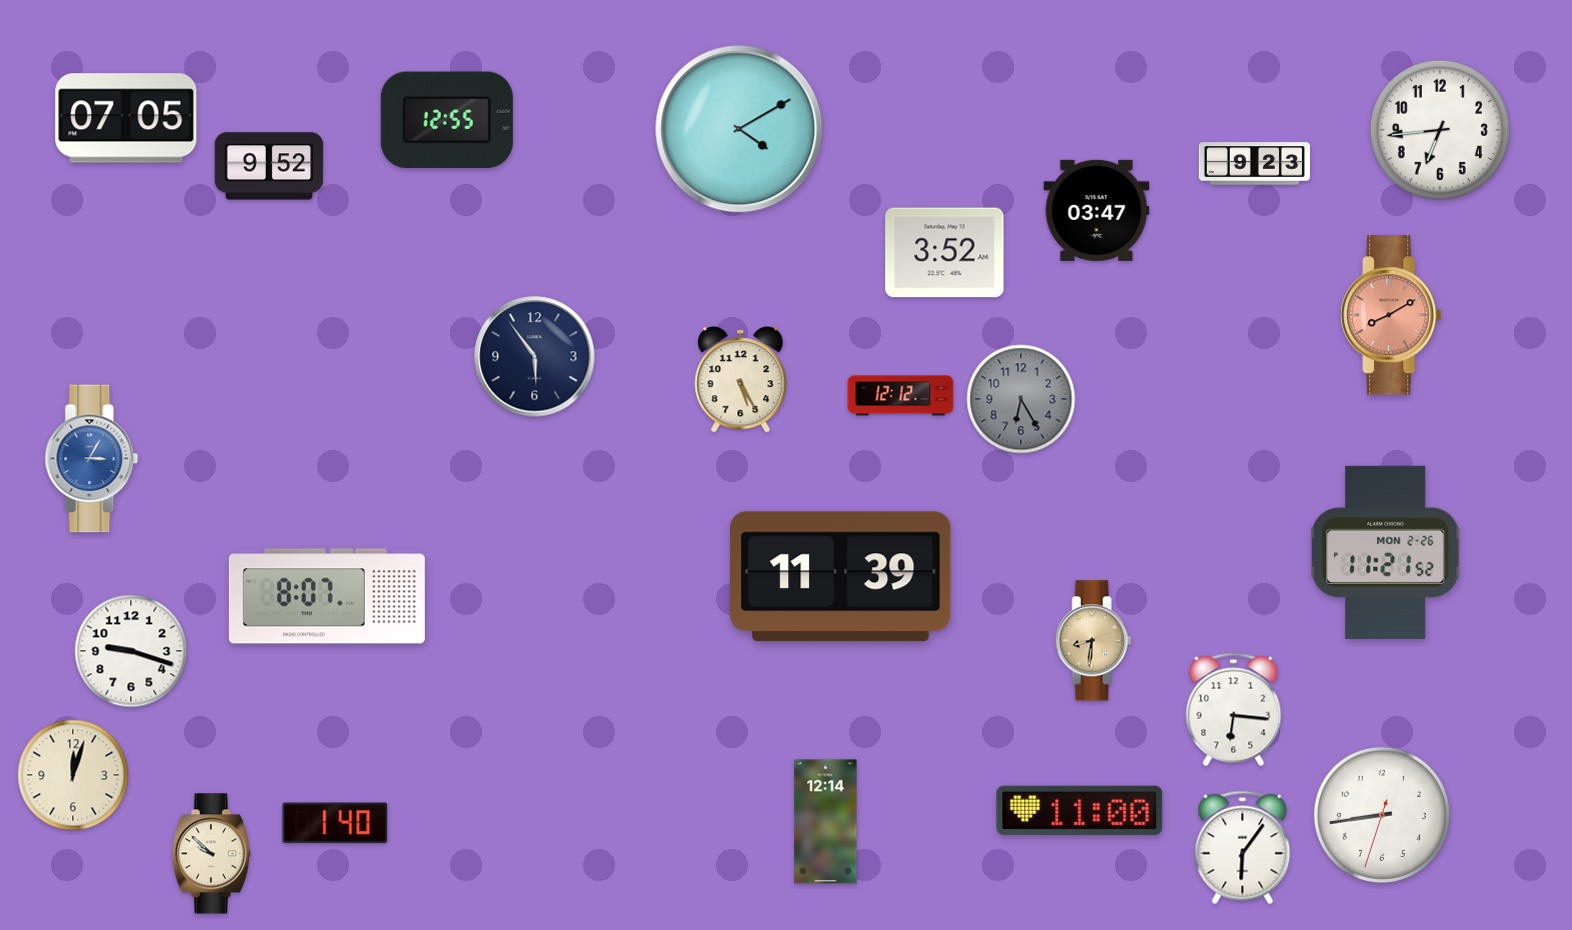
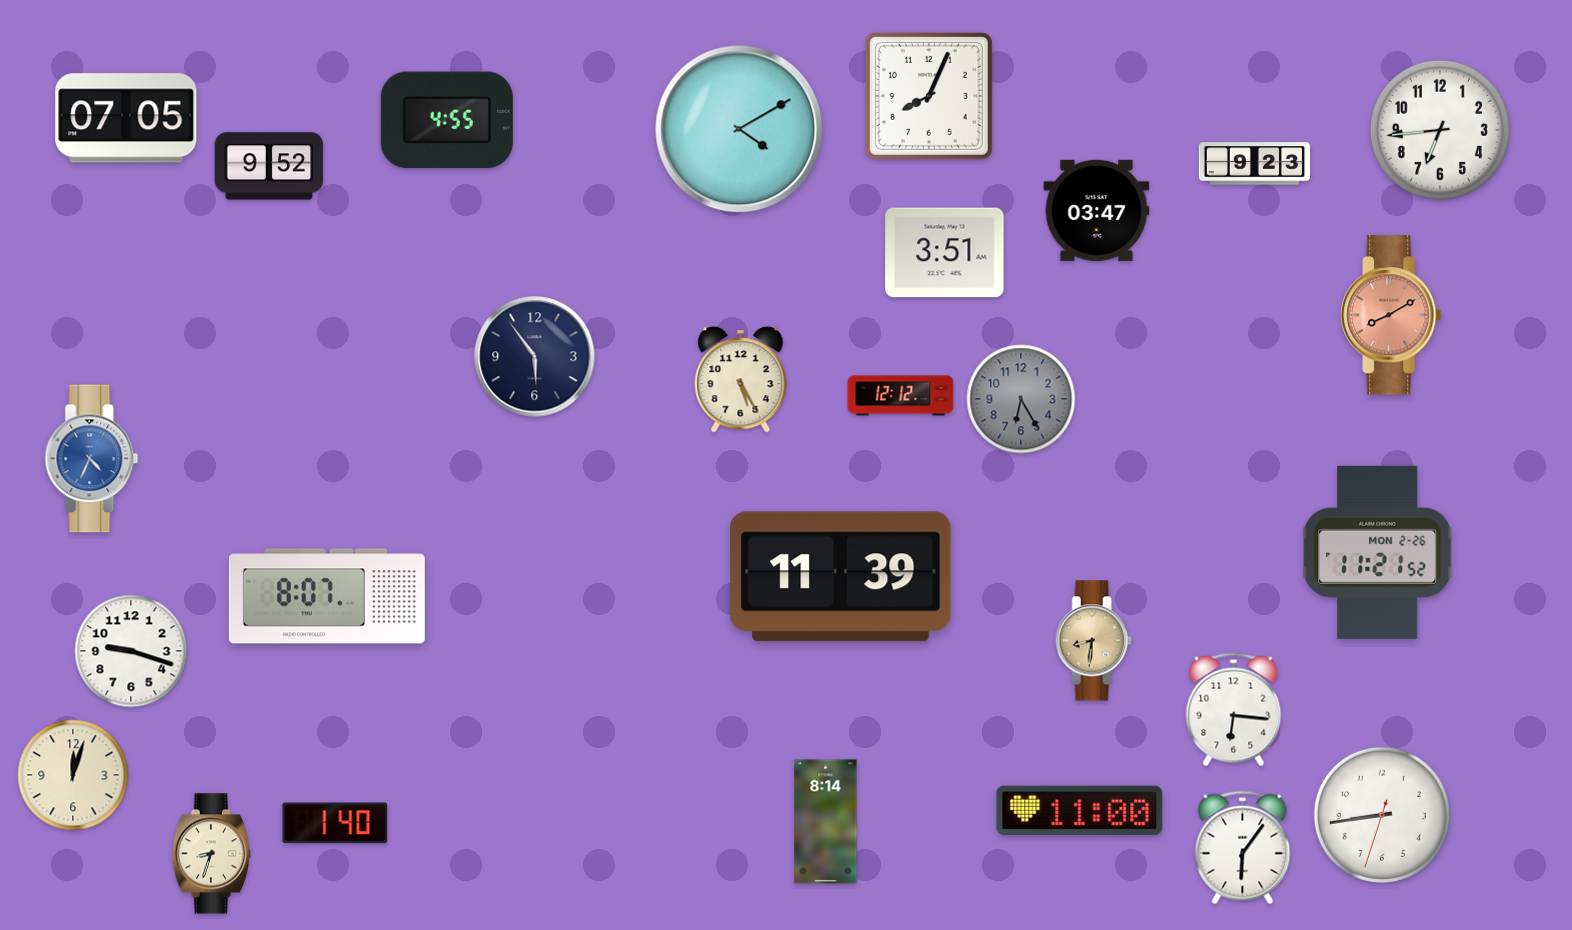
clock at (929, 96): none -> 8:04
clock at (447, 120): 12:55 -> 4:55
clock at (945, 253): 3:52 -> 3:51
clock at (92, 459): 3:05 -> 4:34
clock at (1386, 552) position: (1386, 552) -> (1378, 552)
clock at (826, 822): 12:14 -> 8:14
clock at (211, 854): 9:52 -> 8:33
